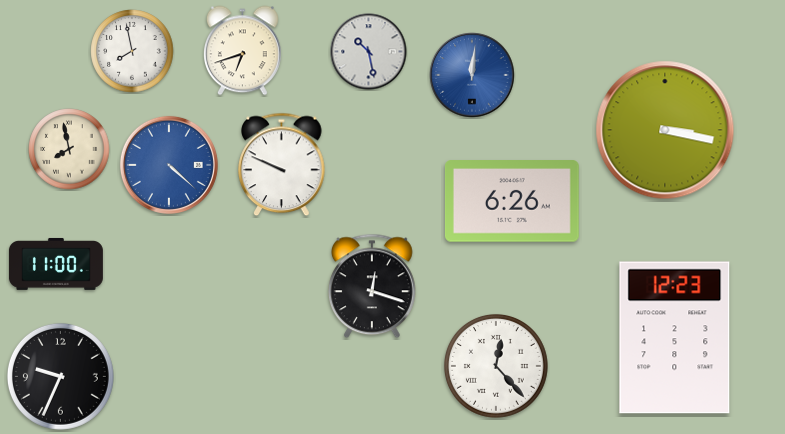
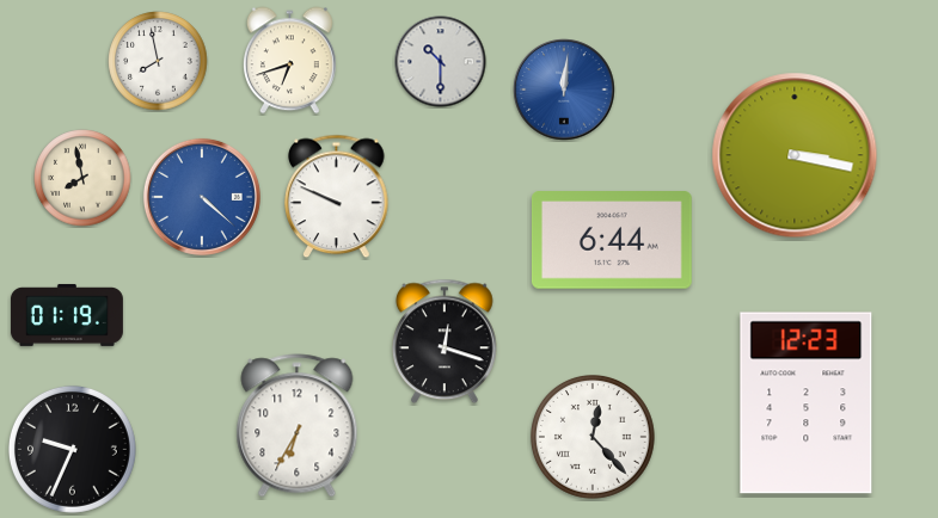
clock at (369, 52): 10:28 -> 10:30
clock at (512, 201): 6:26 -> 6:44
clock at (56, 264): 11:00 -> 01:19
clock at (298, 426): none -> 6:35
